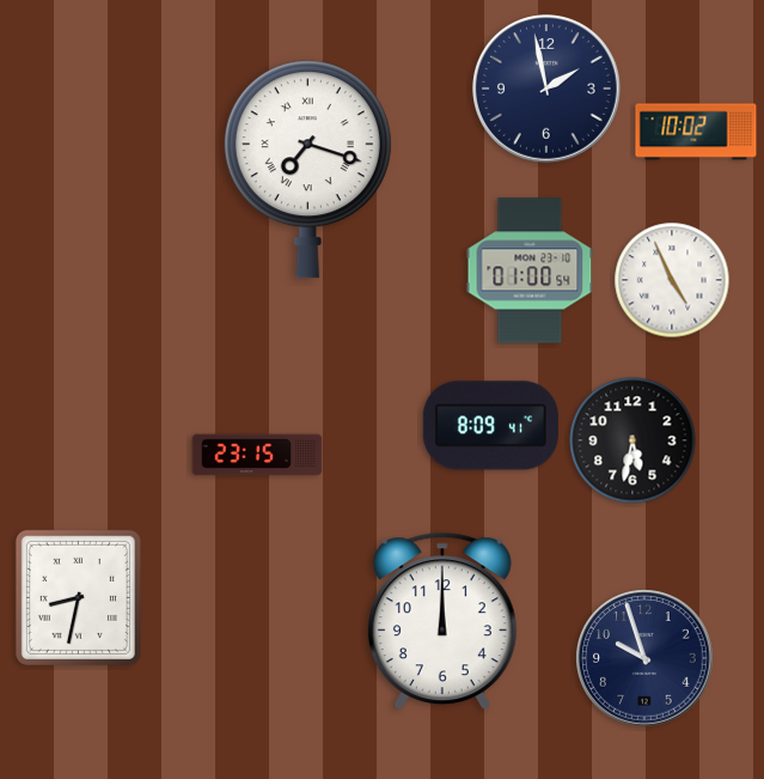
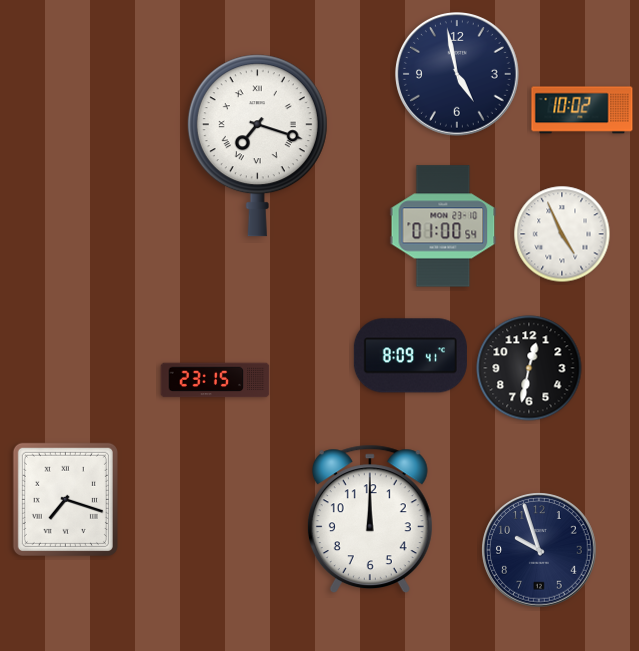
clock at (548, 90): 1:58 -> 4:58
clock at (307, 170) position: (307, 170) -> (257, 146)
clock at (632, 440): 5:32 -> 12:32
clock at (78, 597): 8:32 -> 7:18
